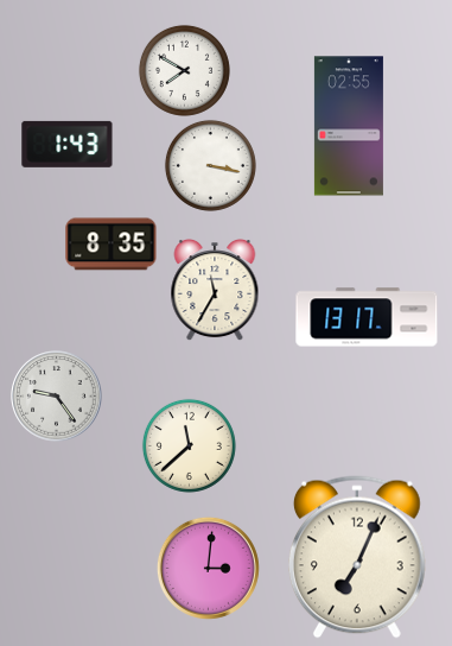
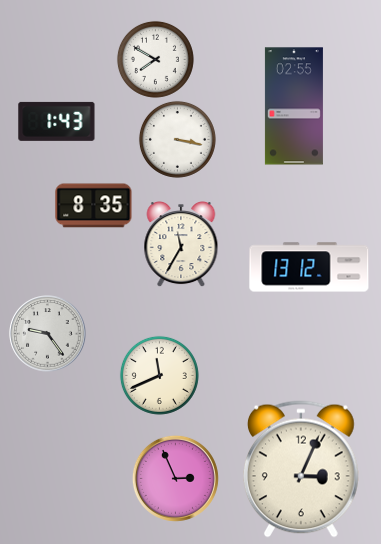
clock at (367, 317): 13:17 -> 13:12
clock at (189, 445): 11:38 -> 11:41
clock at (357, 557): 7:04 -> 3:04
clock at (208, 568): 3:01 -> 2:56
